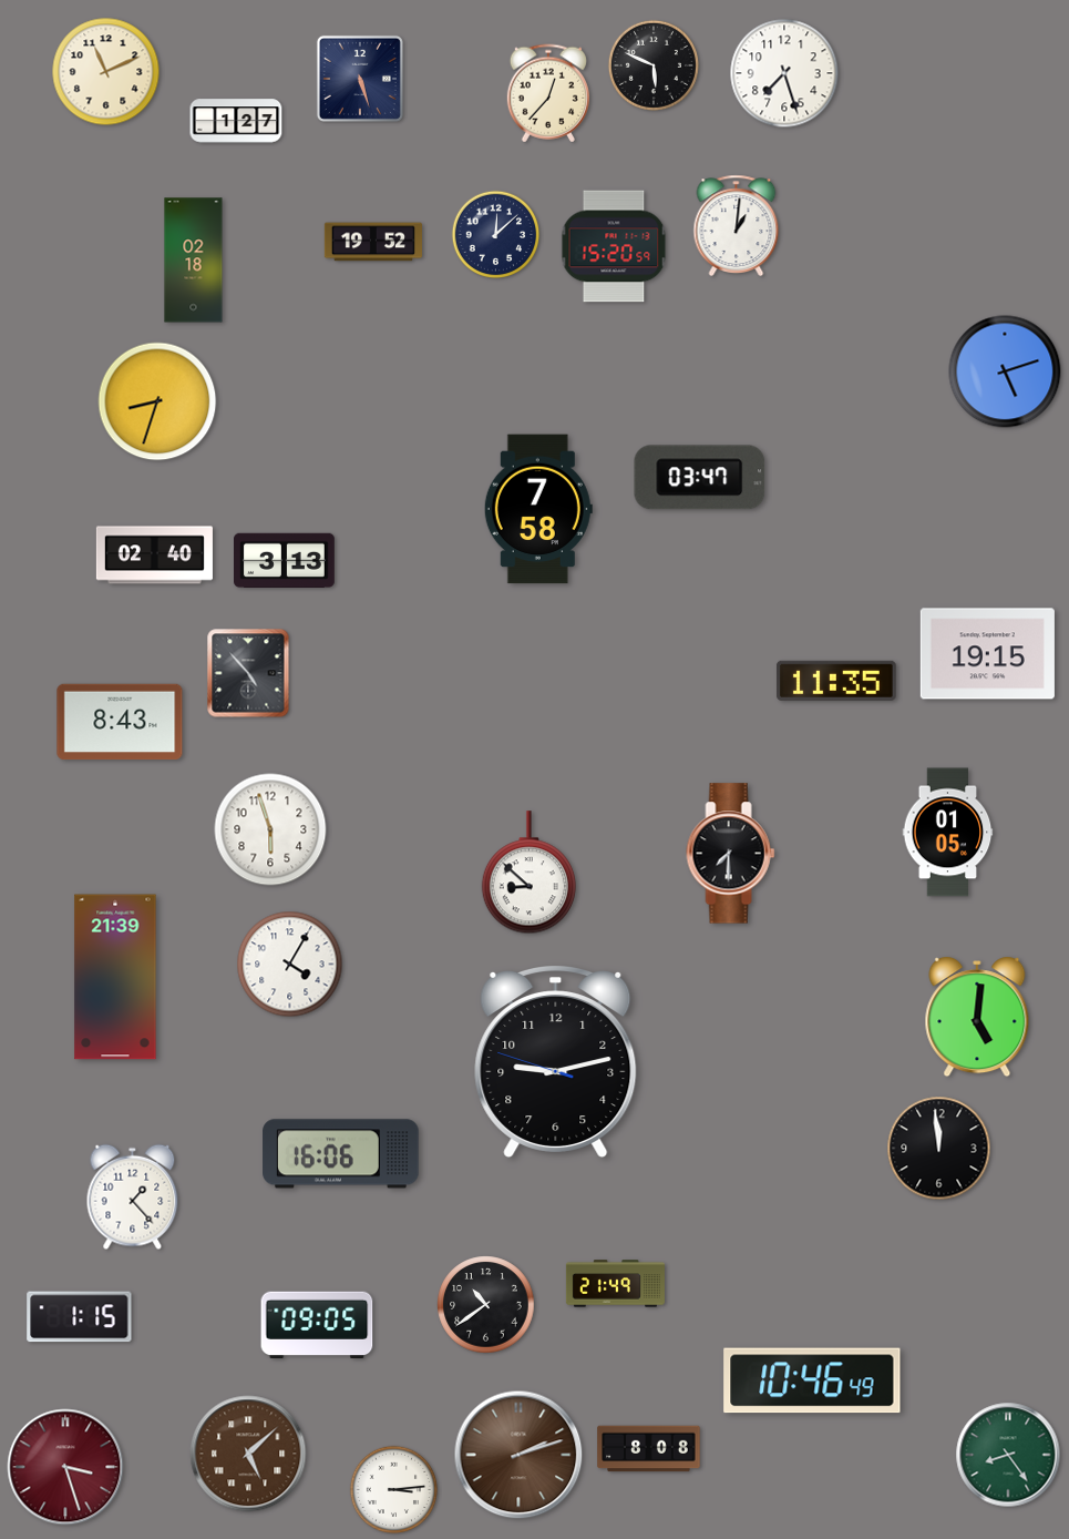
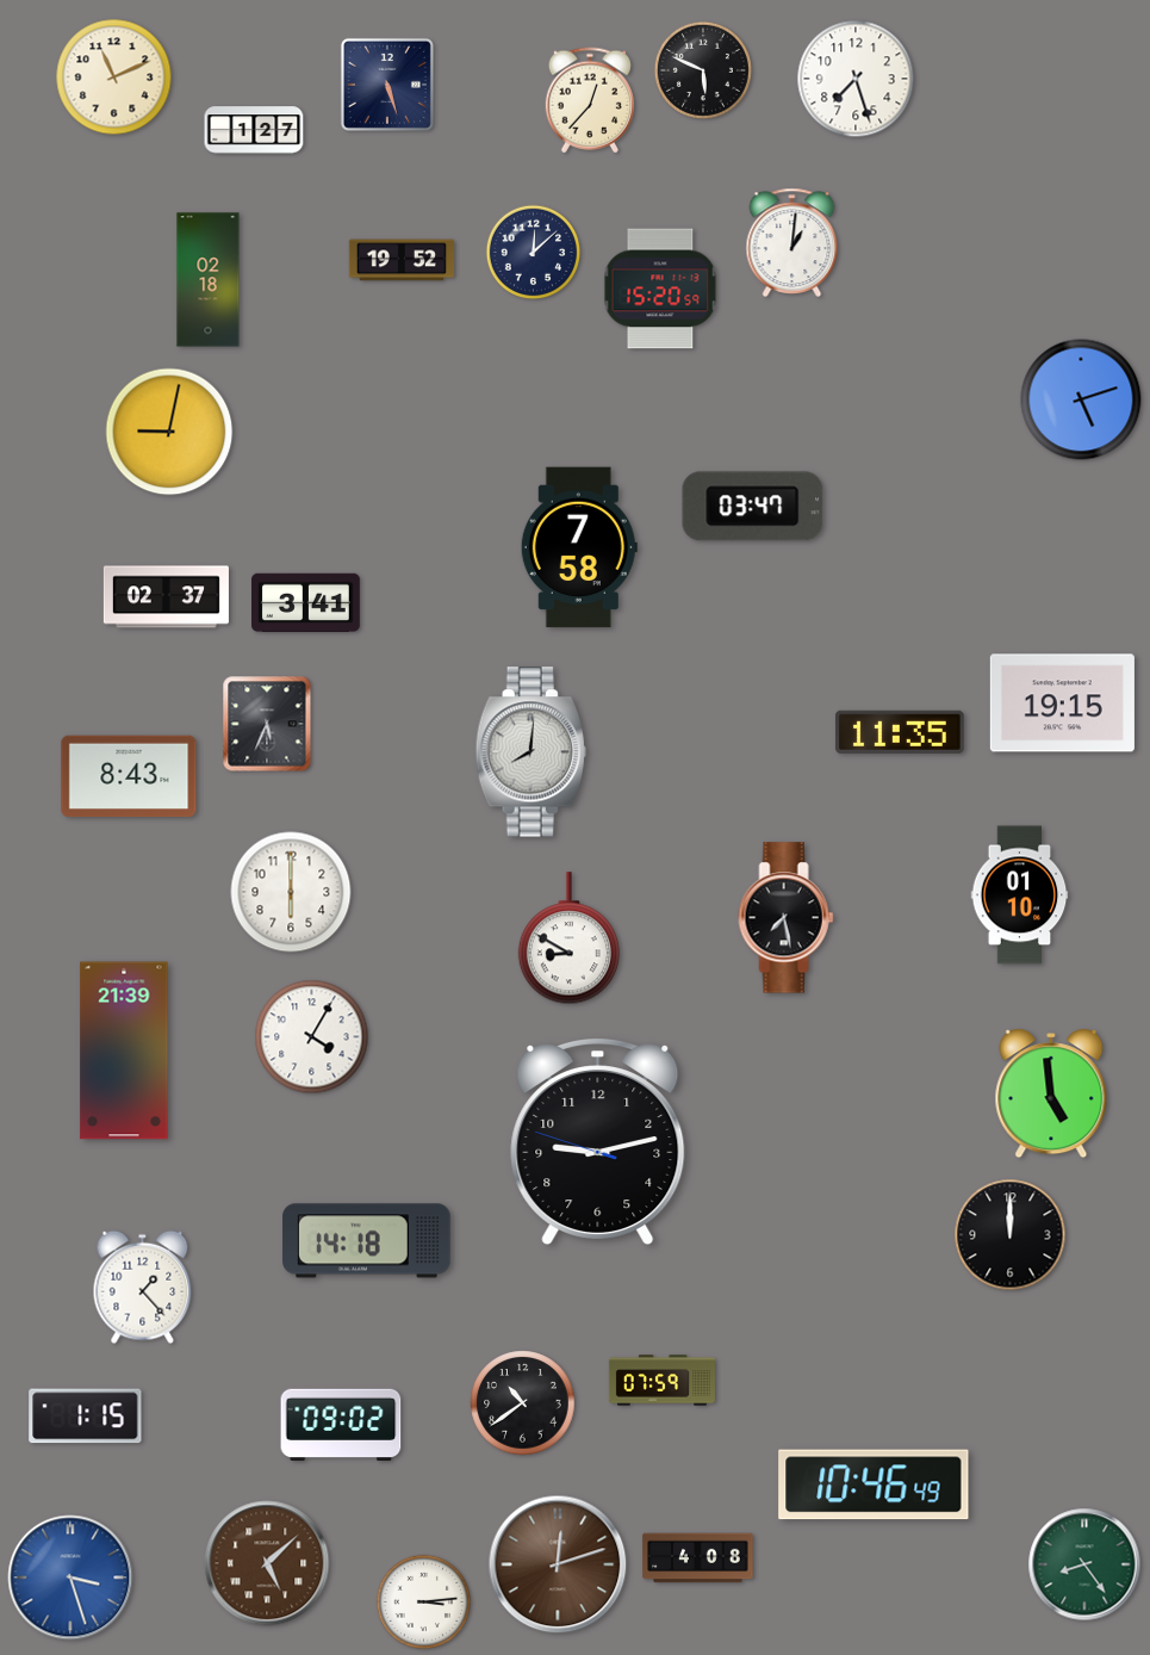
clock at (784, 73) position: (784, 73) -> (856, 79)
clock at (614, 246) position: (614, 246) -> (660, 289)
clock at (157, 401): 8:33 -> 9:02
clock at (700, 478) position: (700, 478) -> (753, 507)
clock at (154, 556): 02:40 -> 02:37
clock at (285, 561): 3:13 -> 3:41
clock at (248, 673): 4:53 -> 5:34
clock at (530, 752): none -> 8:01
clock at (270, 829): 5:57 -> 6:00
clock at (948, 833): 01:05 -> 01:10
clock at (731, 854): 7:30 -> 7:28
clock at (528, 873): 8:52 -> 8:50
clock at (977, 1017): 5:01 -> 4:59
clock at (939, 1149): 11:59 -> 12:00
clock at (341, 1154): 16:06 -> 14:18
clock at (615, 1284): 21:49 -> 07:59
clock at (317, 1325): 09:05 -> 09:02
clock at (649, 1449): 8:08 -> 4:08
clock at (518, 1455): 2:12 -> 12:12
clock at (65, 1467) dial: burgundy -> blue
